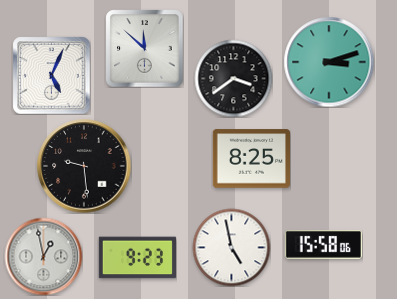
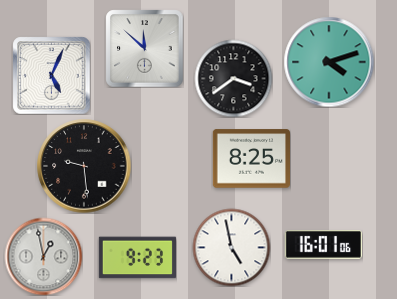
clock at (329, 62): 3:12 -> 4:12
clock at (323, 245): 15:58 -> 16:01
